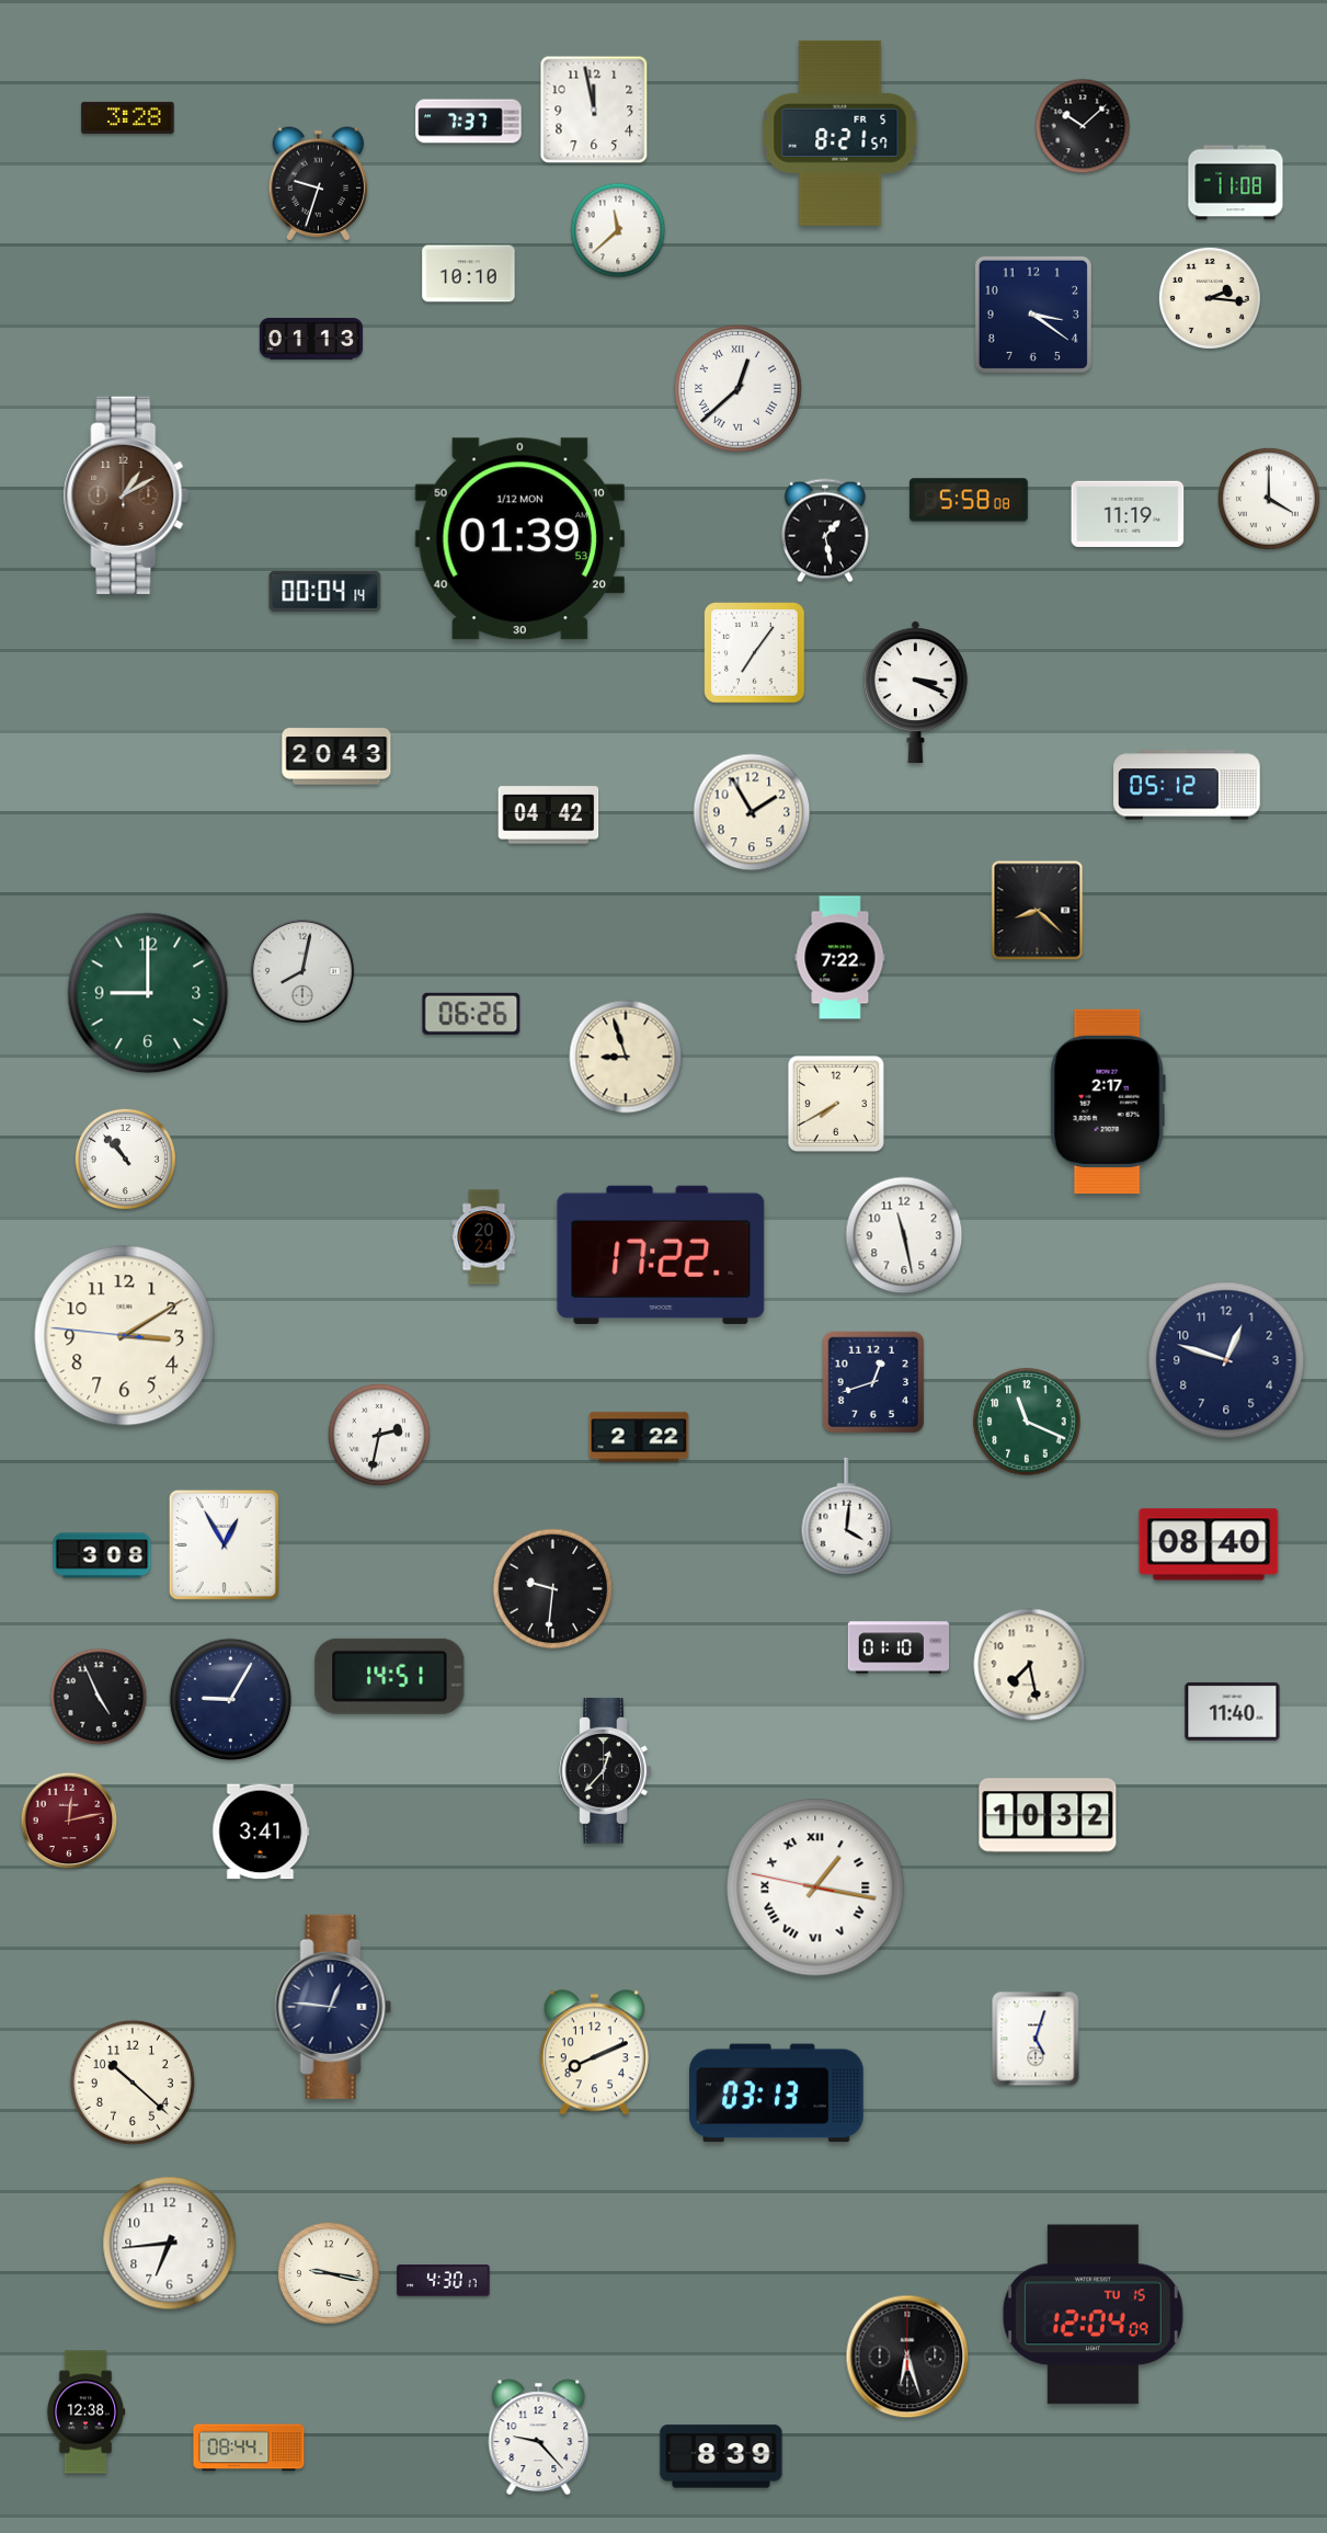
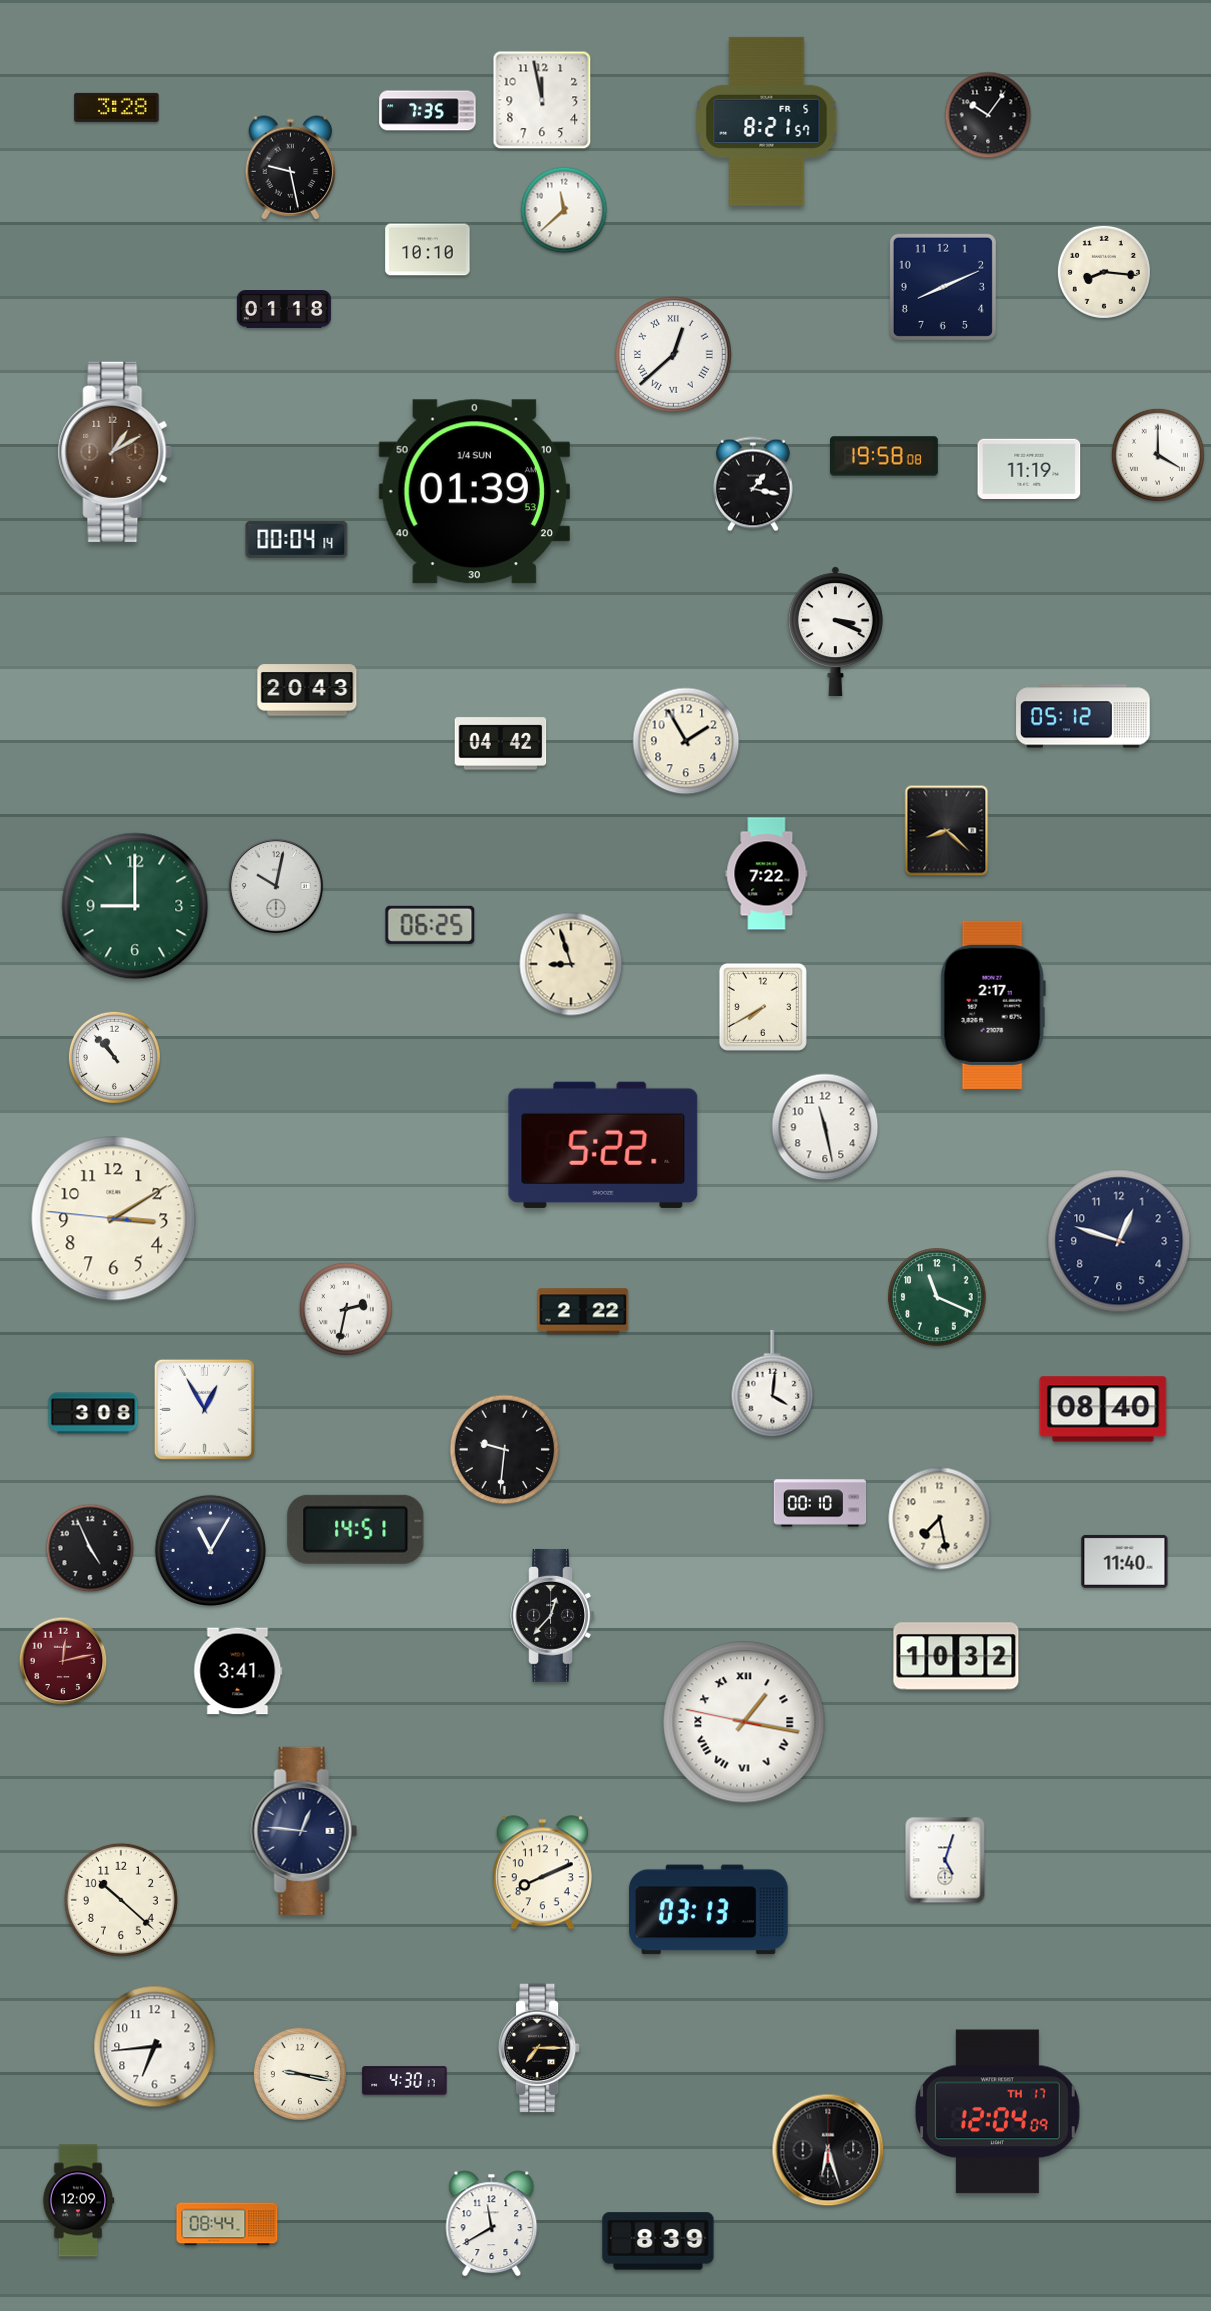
clock at (469, 122): 7:37 -> 7:35
clock at (1083, 126): 10:08 -> 10:06
clock at (1236, 183): 11:08 -> none
clock at (319, 184): 9:33 -> 9:28
clock at (1210, 298): 2:16 -> 8:16
clock at (1033, 315): 3:21 -> 8:11
clock at (311, 340): 01:13 -> 01:18
clock at (970, 500): 5:58 -> 19:58
clock at (825, 530): 1:28 -> 1:17
clock at (519, 539) date: 1/12 MON -> 1/4 SUN
clock at (755, 653): 7:06 -> none
clock at (302, 971): 8:02 -> 10:02
clock at (471, 1014): 06:26 -> 06:25
clock at (1108, 1102) position: (1108, 1102) -> (993, 1005)
clock at (484, 1237): 20:24 -> none
clock at (661, 1255): 17:22 -> 5:22
clock at (873, 1382): 12:42 -> none
clock at (102, 1555) position: (102, 1555) -> (93, 1413)
clock at (899, 1647): 01:10 -> 00:10
clock at (230, 1699): 9:05 -> 11:05
clock at (539, 2048): none -> 7:15
clock at (1093, 2315) date: TU 15 -> TH 17
clock at (85, 2412): 12:38 -> 12:09
clock at (539, 2438): 9:23 -> 11:40
clock at (249, 2448) position: (249, 2448) -> (227, 2224)
